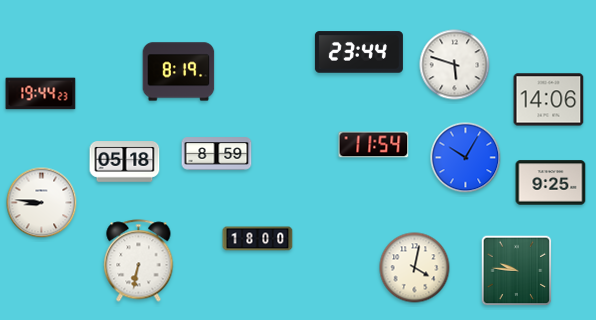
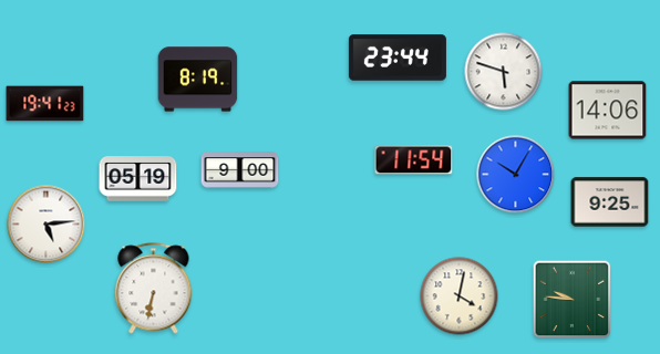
clock at (41, 94): 19:44 -> 19:41
clock at (217, 154): 8:59 -> 9:00
clock at (125, 162): 05:18 -> 05:19
clock at (42, 203): 8:46 -> 5:14
clock at (258, 239): 18:00 -> none
